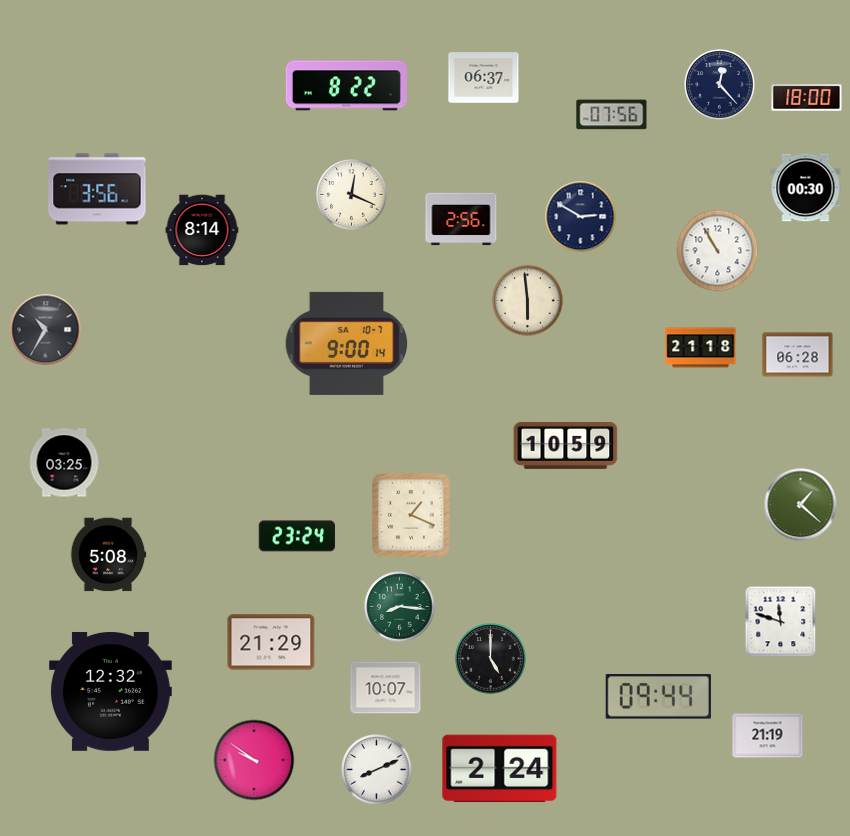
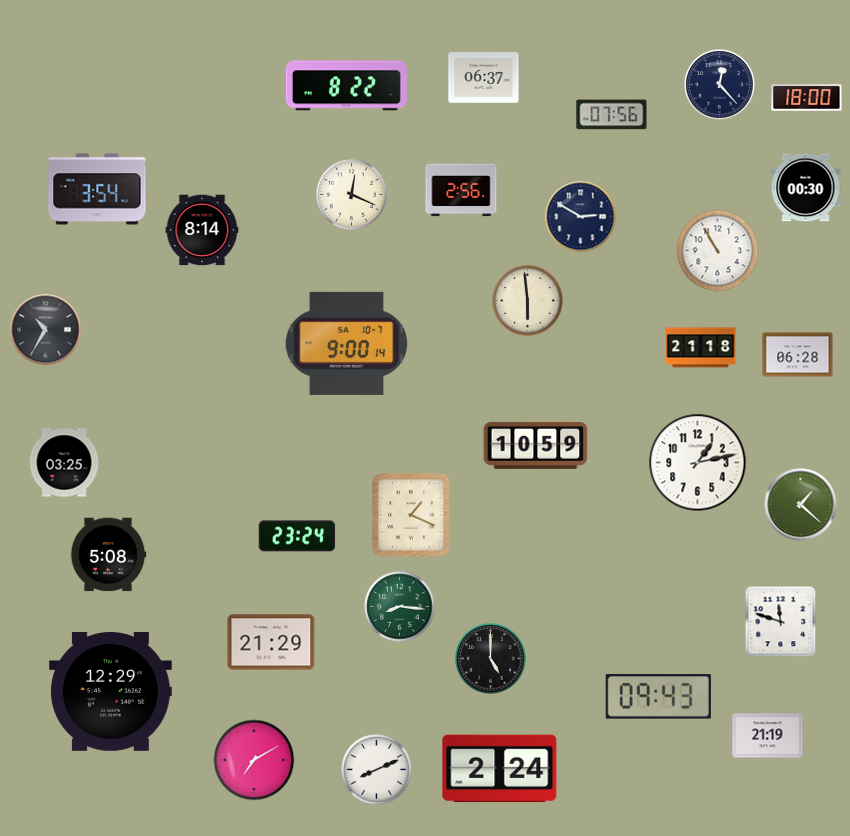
clock at (97, 189): 3:56 -> 3:54
clock at (461, 219) position: (461, 219) -> (461, 190)
clock at (566, 445) position: (566, 445) -> (536, 445)
clock at (698, 463): none -> 1:13
clock at (386, 688): 10:07 -> none
clock at (110, 691): 12:32 -> 12:29
clock at (658, 697): 09:44 -> 09:43
clock at (254, 760): 9:51 -> 7:10
